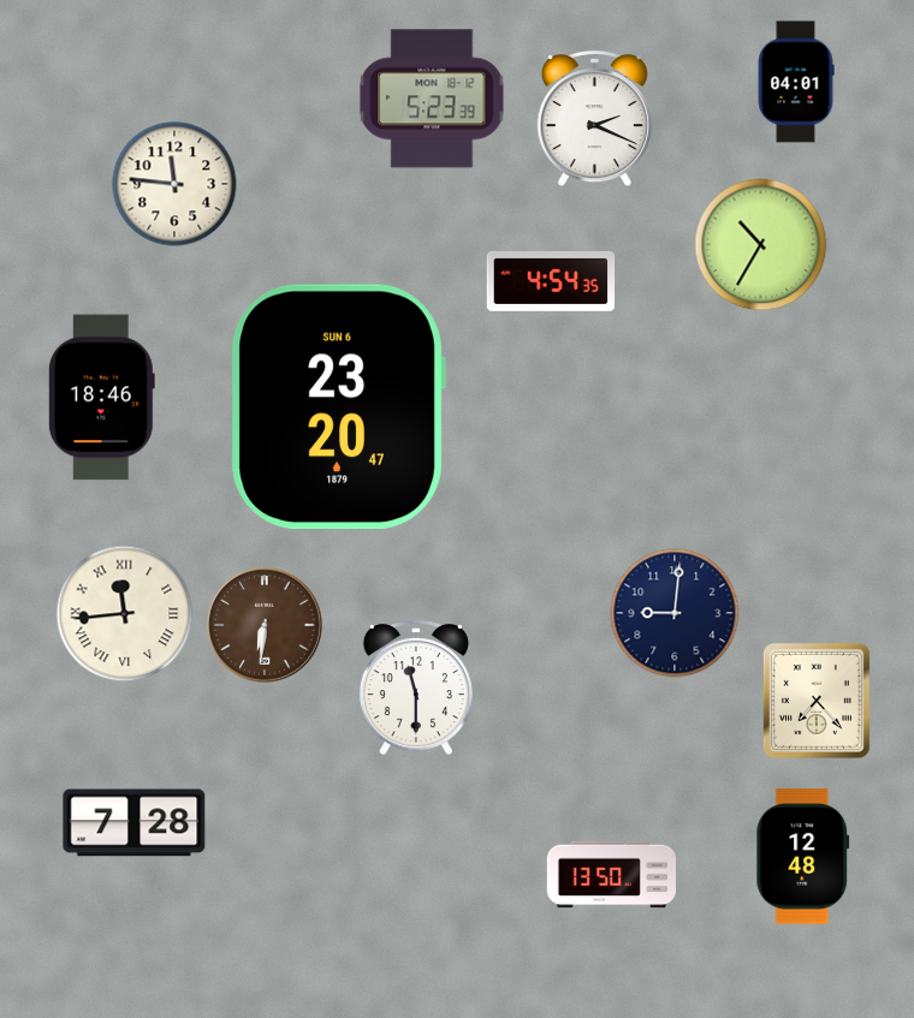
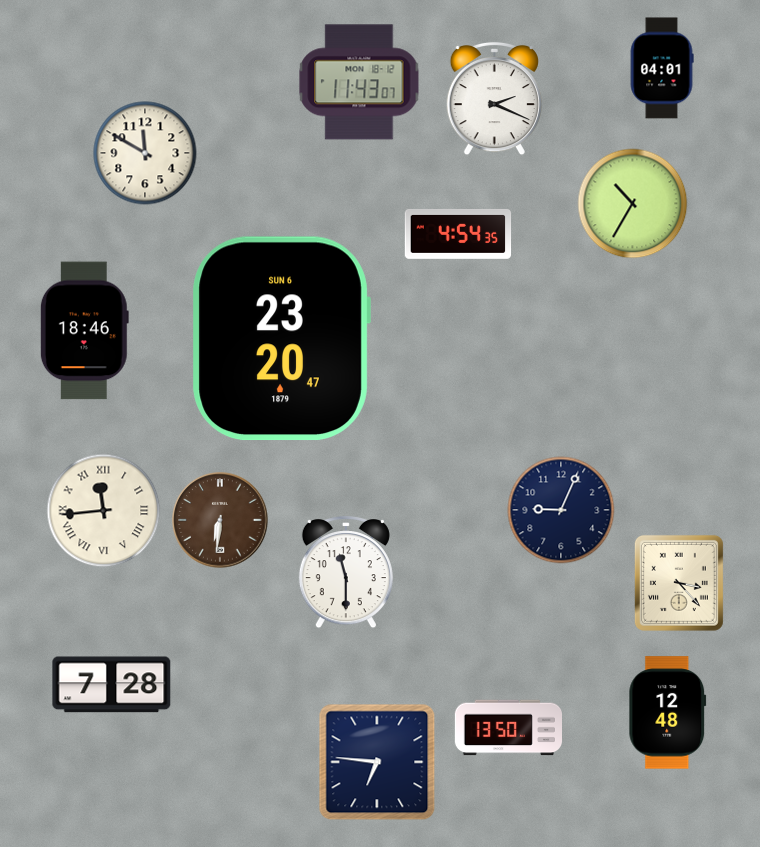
clock at (432, 99): 5:23 -> 11:43
clock at (174, 184): 11:46 -> 11:50
clock at (675, 613): 9:01 -> 9:04
clock at (817, 701): 7:23 -> 3:23
clock at (377, 762): none -> 6:46
